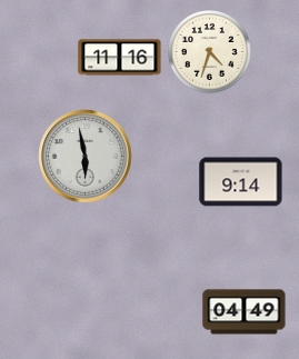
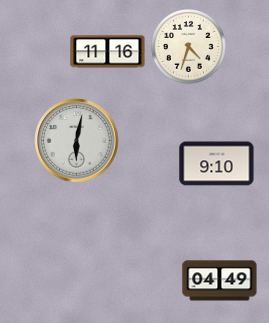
clock at (86, 157): 5:58 -> 6:02
clock at (241, 182): 9:14 -> 9:10
